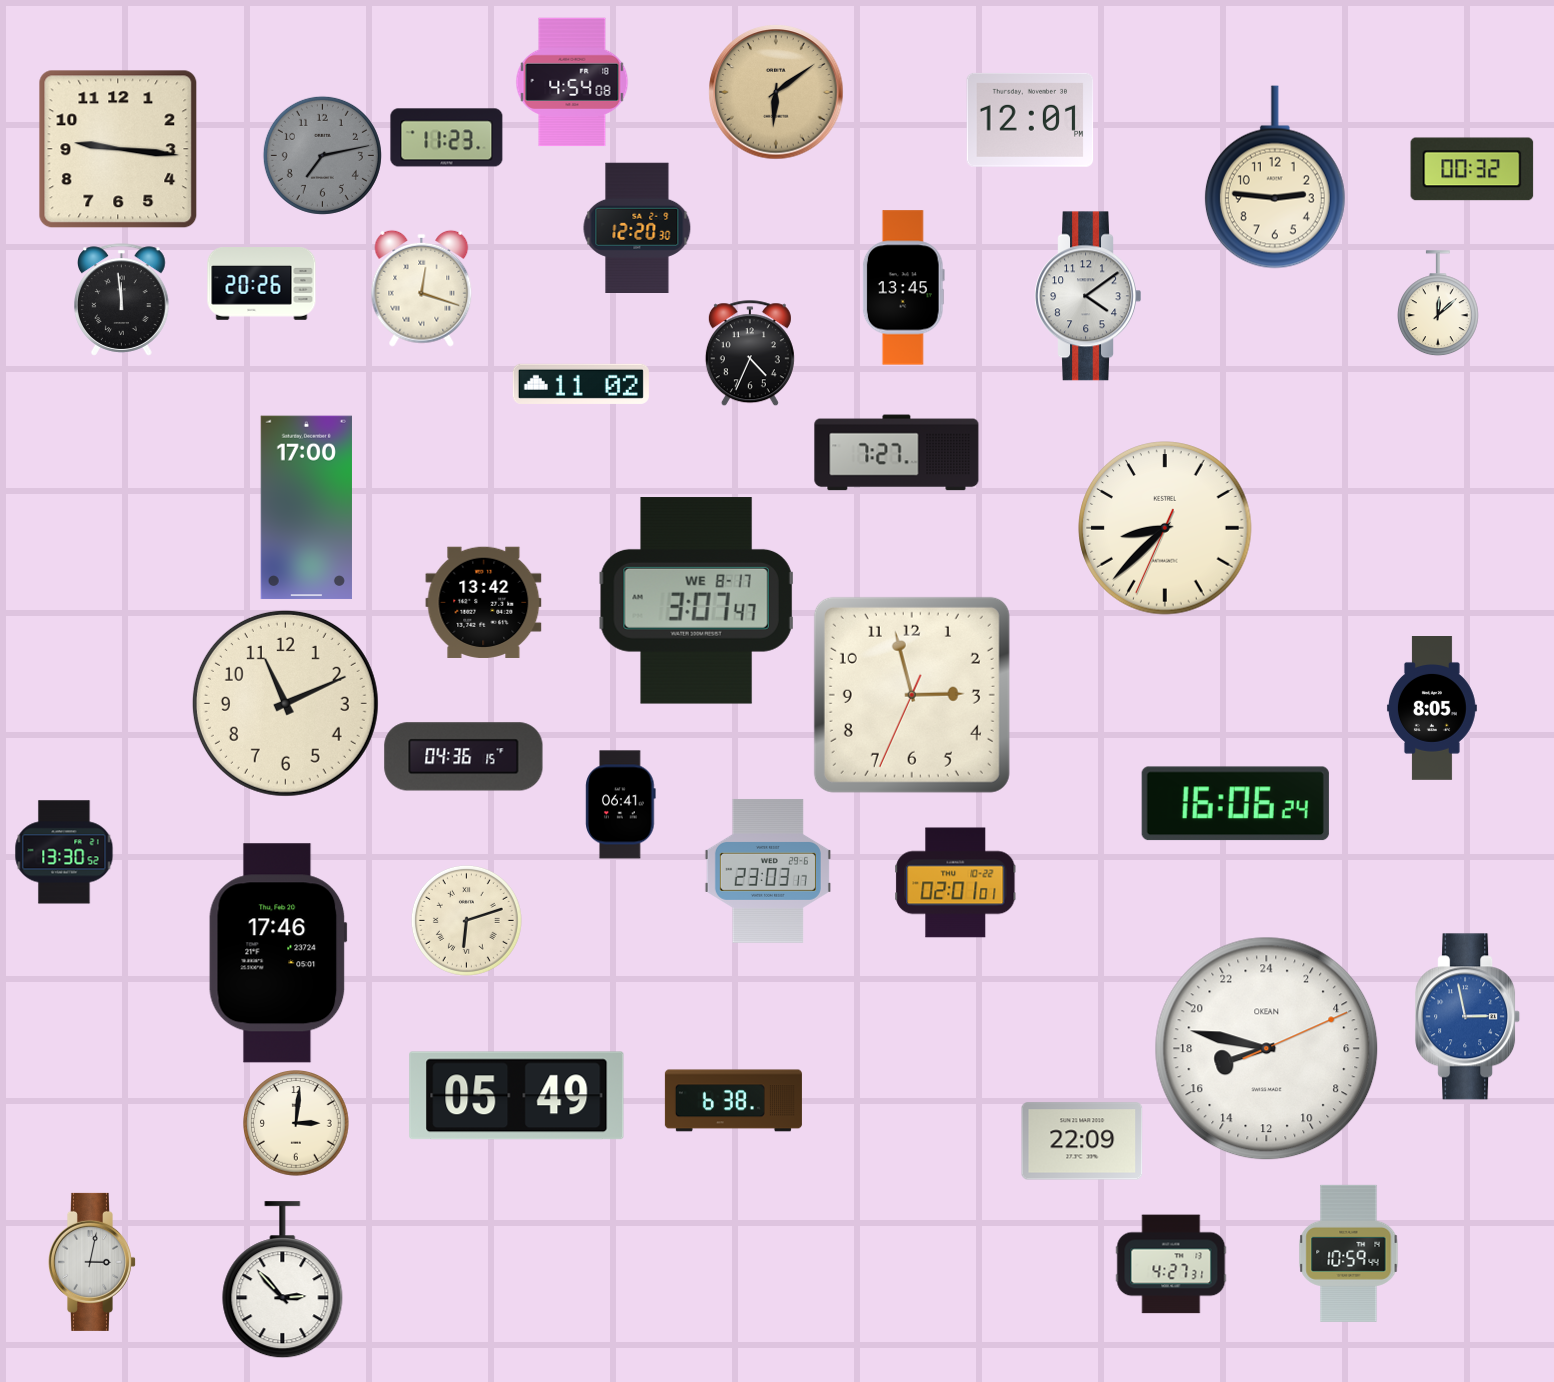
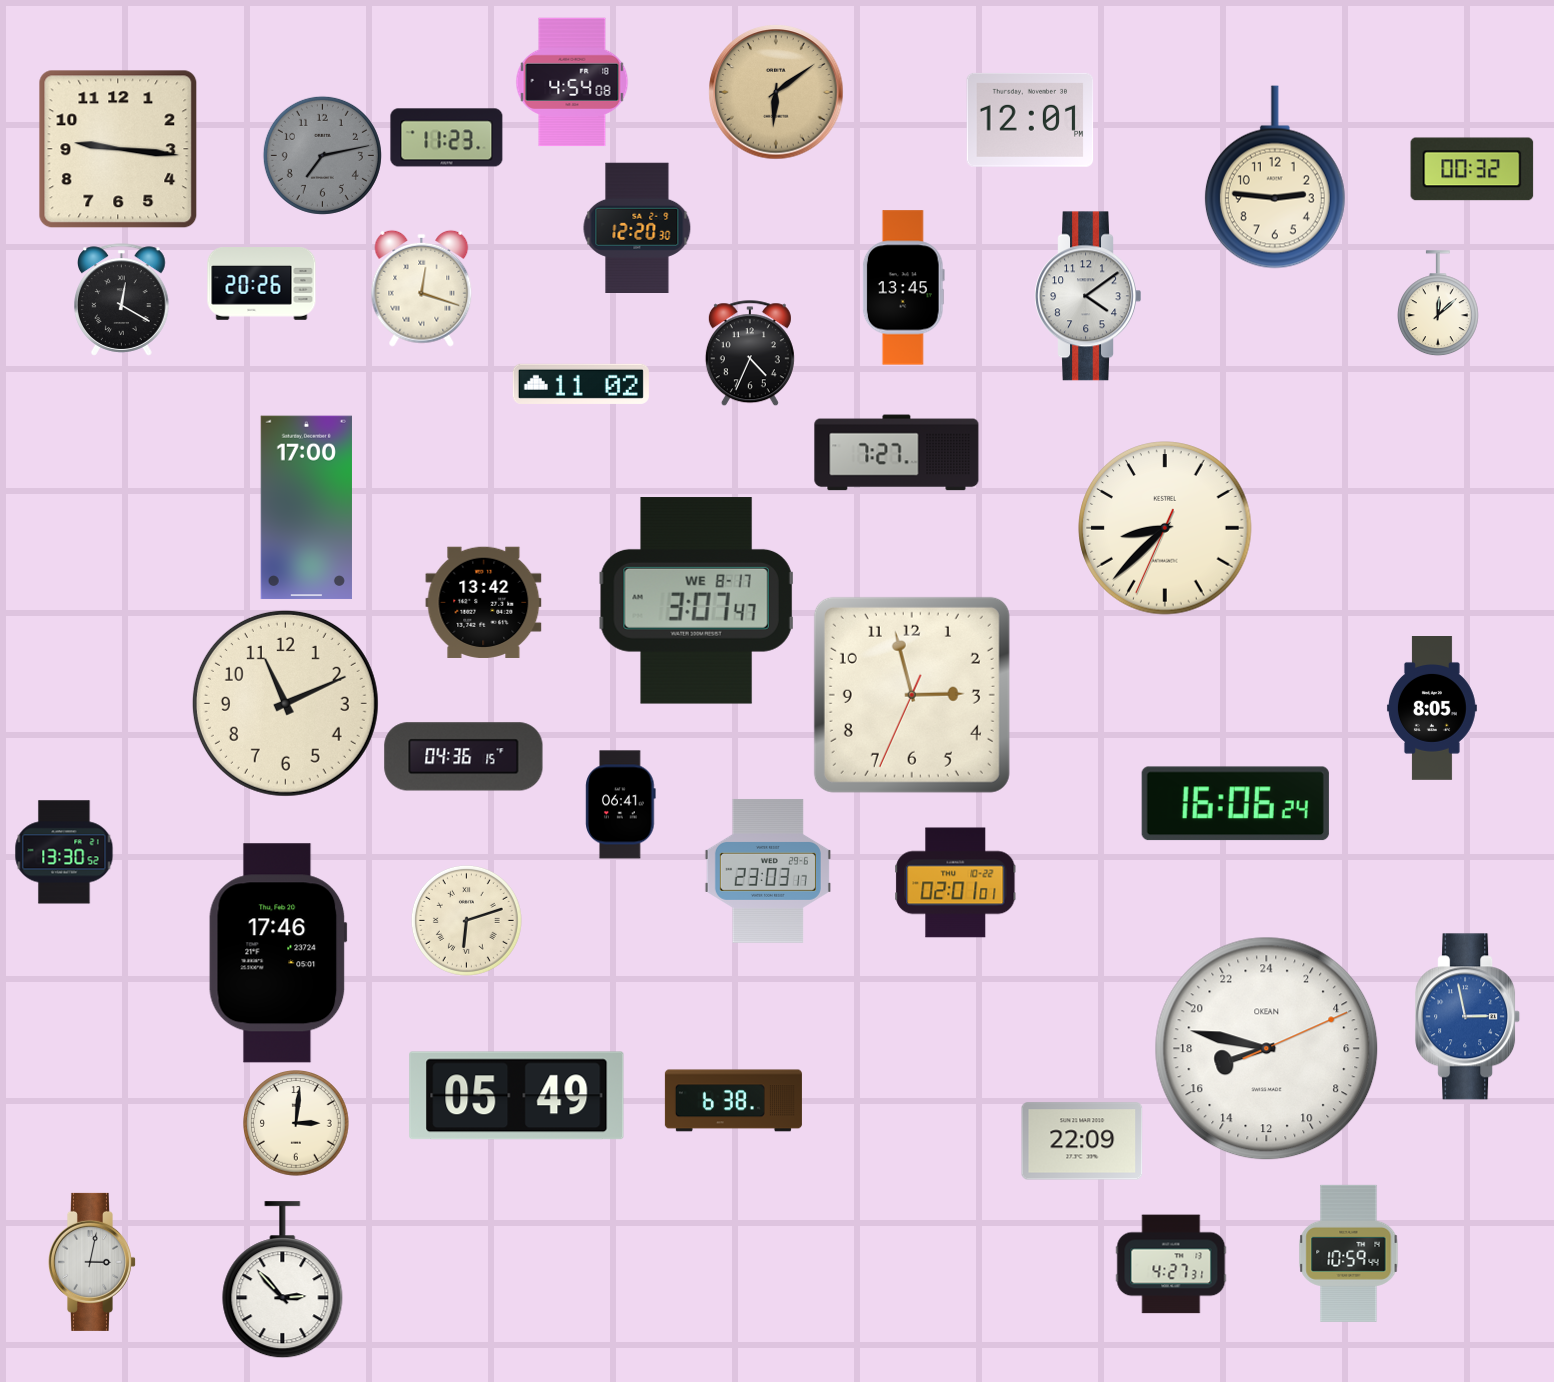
clock at (122, 300): 11:59 -> 12:20
